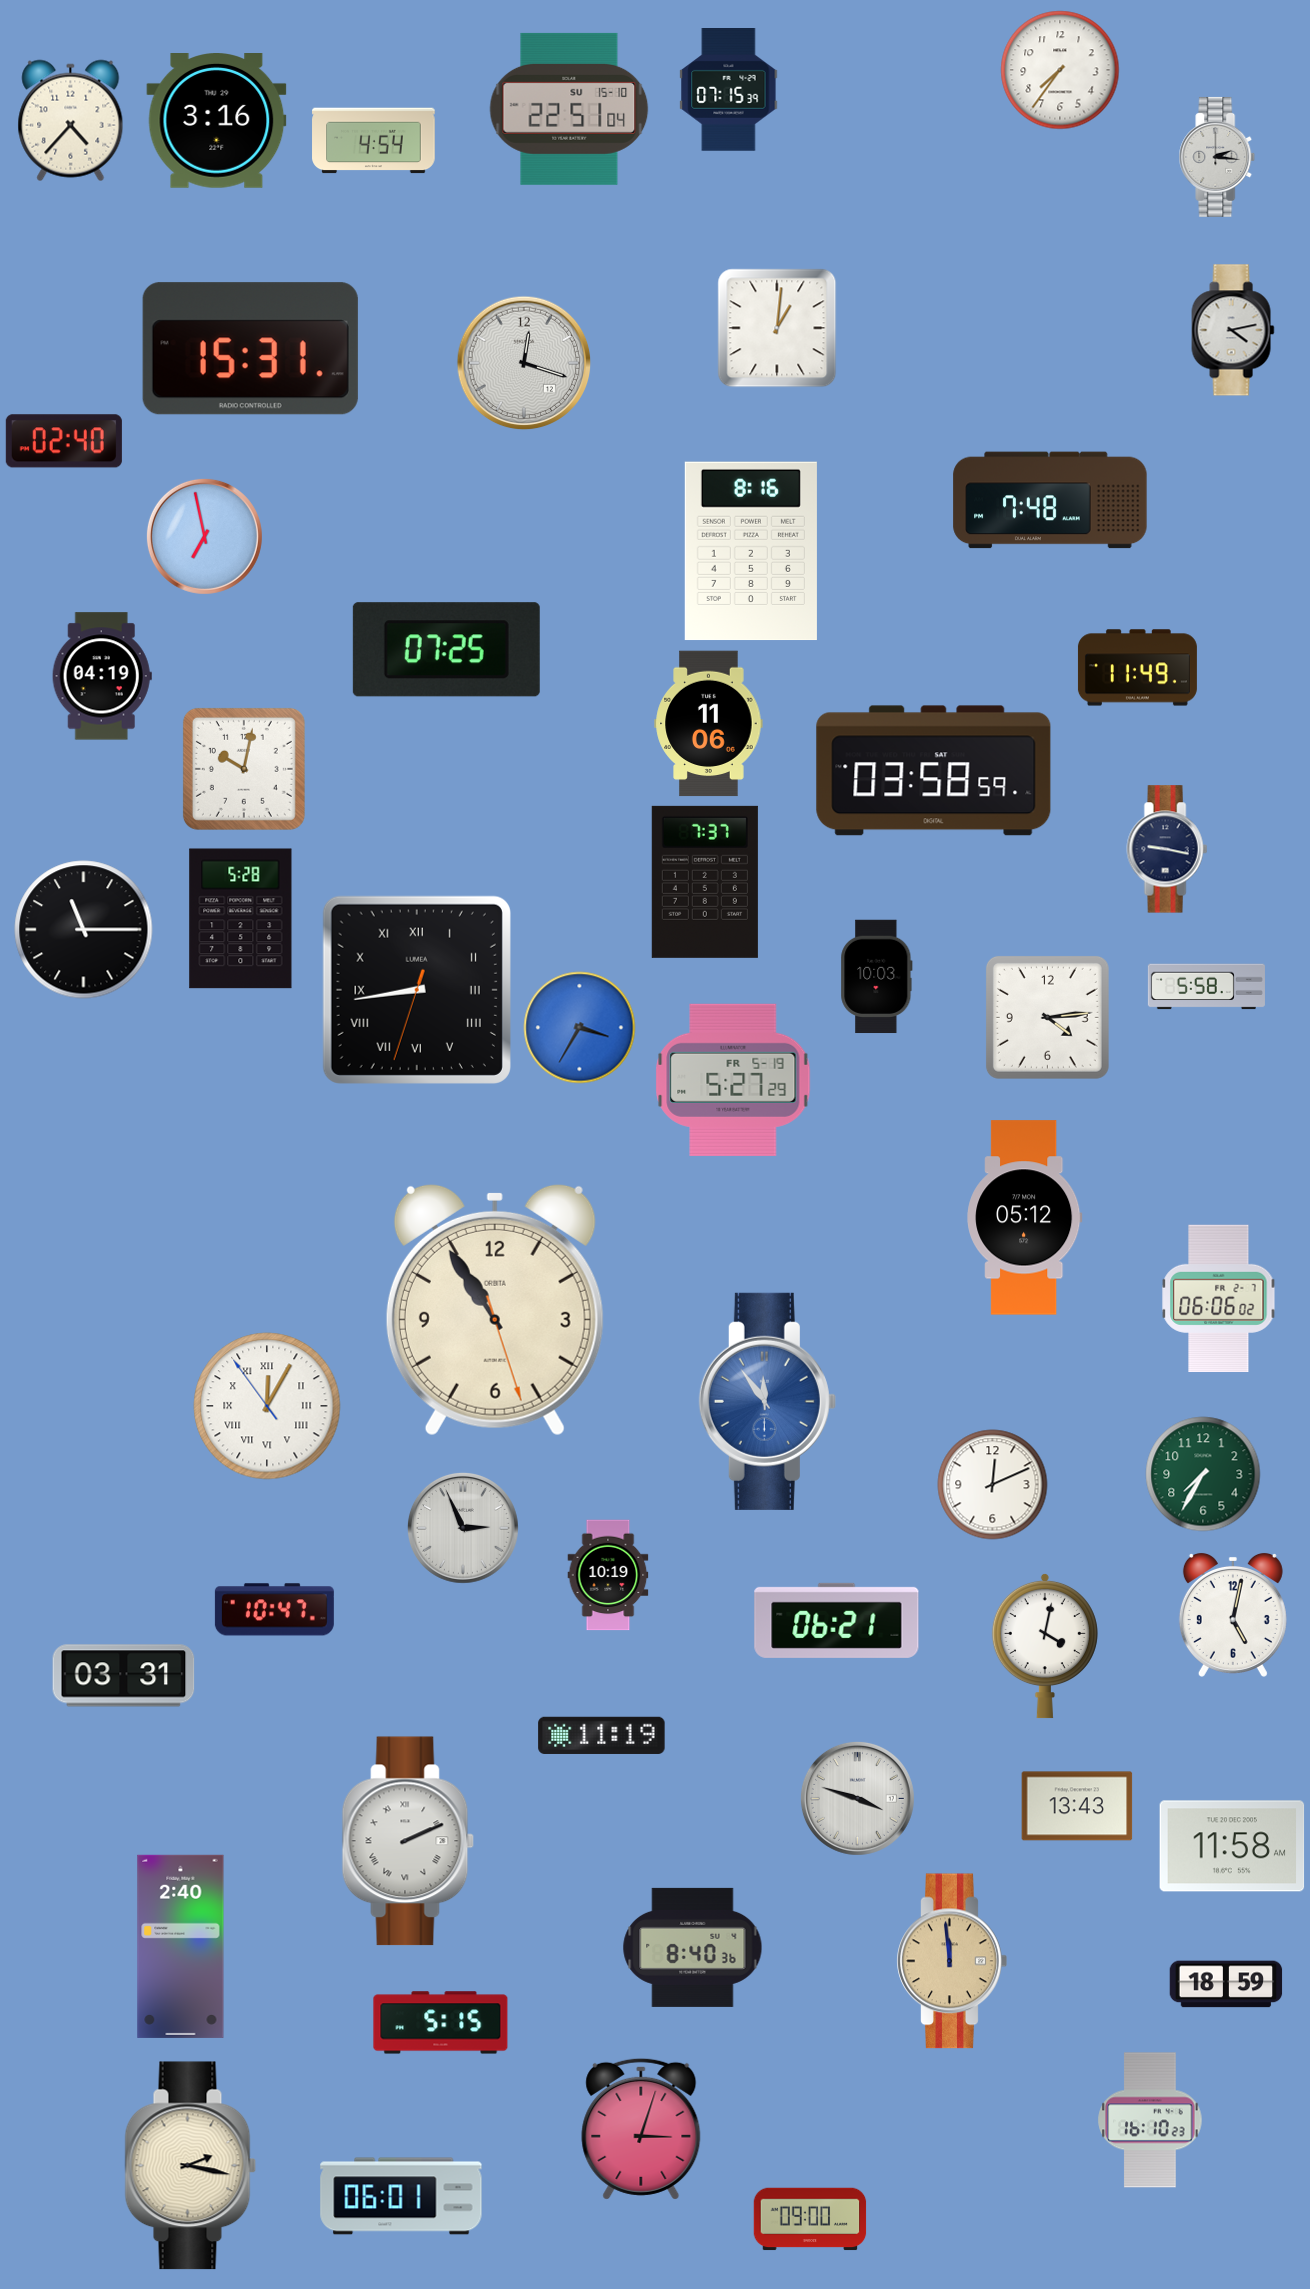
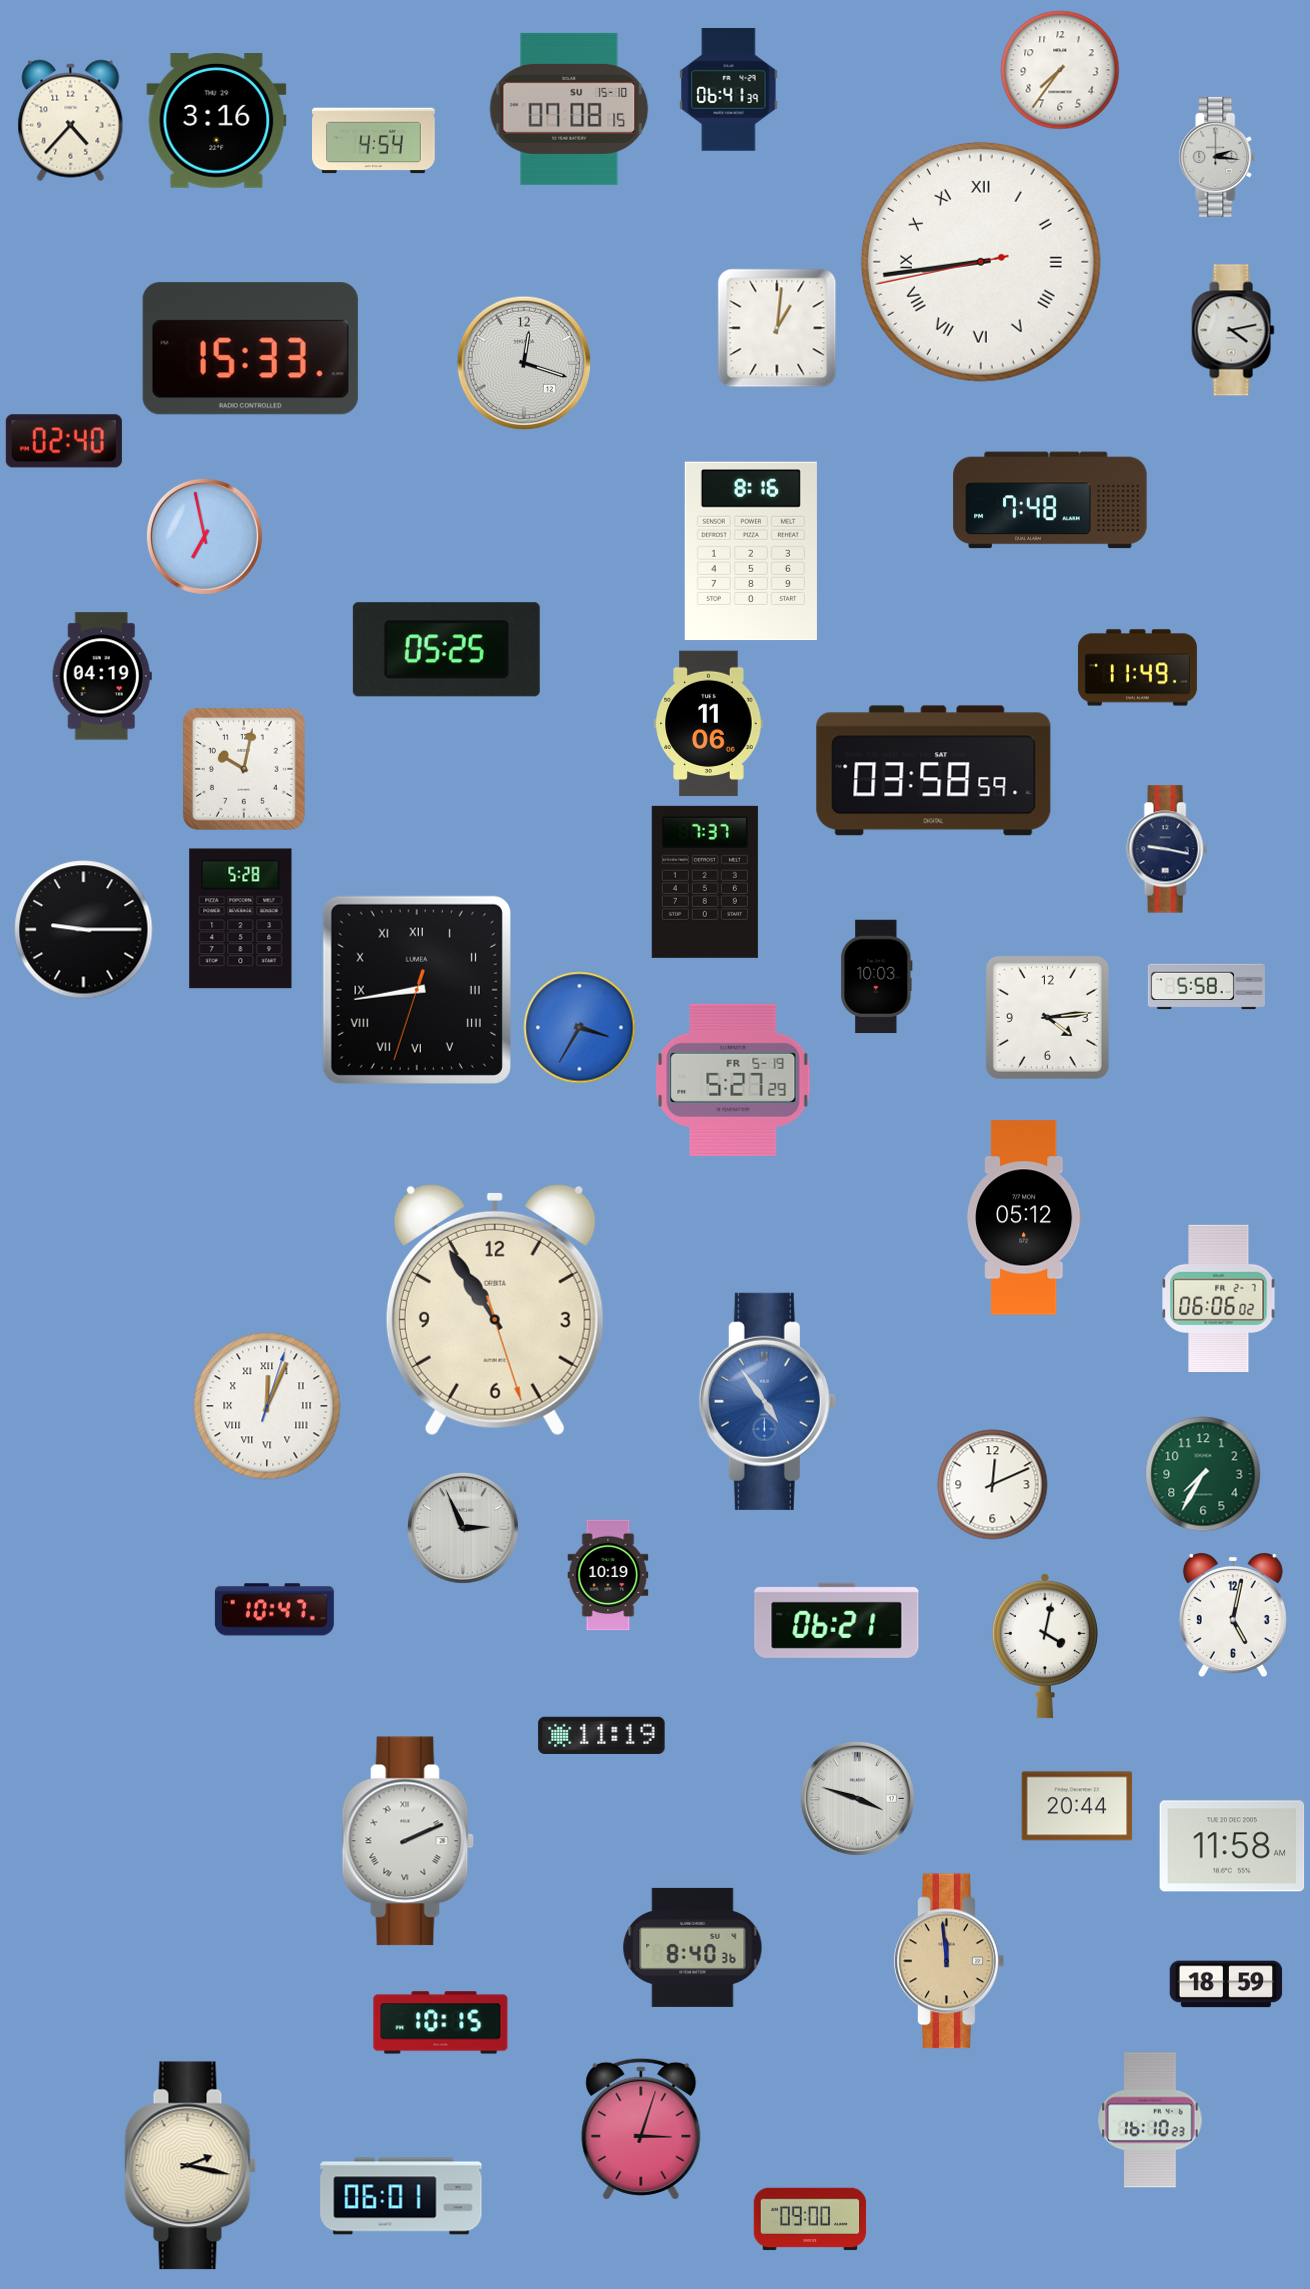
clock at (729, 90): 07:15 -> 06:41
clock at (569, 109): 22:51 -> 07:08
clock at (981, 262): none -> 8:43
clock at (250, 349): 15:31 -> 15:33
clock at (446, 650): 07:25 -> 05:25
clock at (84, 930): 11:15 -> 9:15
clock at (767, 1401): 11:54 -> 4:54
clock at (267, 1406): 12:04:54 -> 12:04:03
clock at (124, 1676): 03:31 -> none
clock at (1077, 1806): 13:43 -> 20:44
clock at (181, 1946): 2:40 -> none
clock at (952, 1961) position: (952, 1961) -> (949, 1961)
clock at (441, 2023): 5:15 -> 10:15
